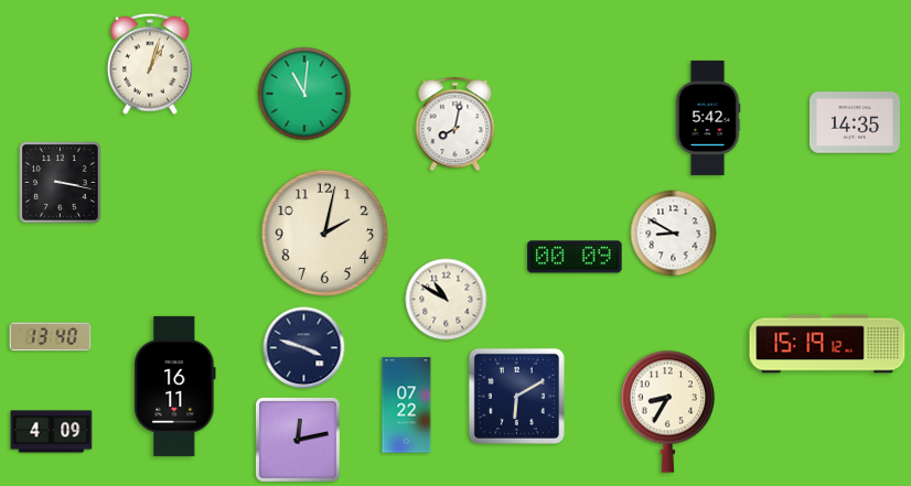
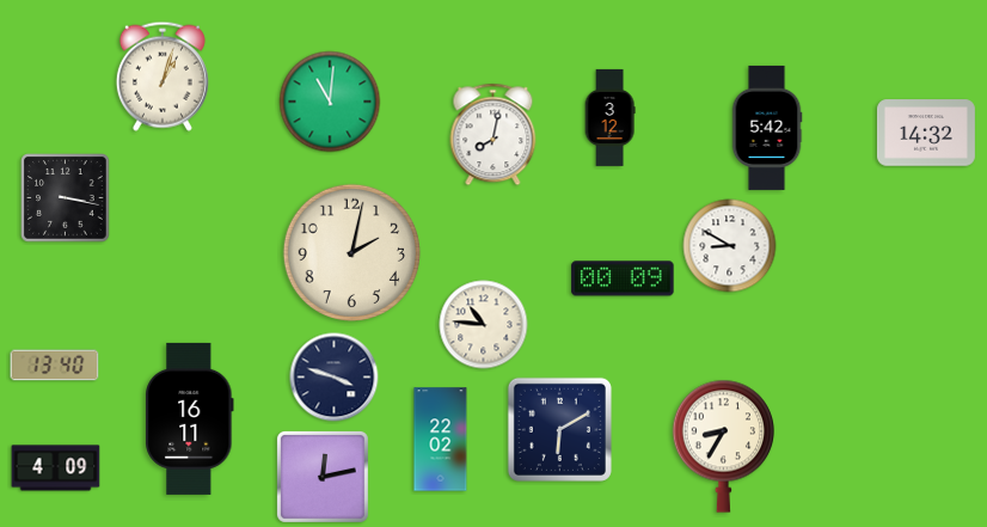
clock at (150, 64) position: (150, 64) -> (163, 76)
clock at (609, 117): none -> 3:12
clock at (855, 122): 14:35 -> 14:32
clock at (674, 234) position: (674, 234) -> (730, 246)
clock at (447, 300): 10:50 -> 10:46
clock at (827, 344): 15:19 -> none
clock at (304, 348) position: (304, 348) -> (335, 378)
clock at (407, 406): 07:22 -> 22:02
